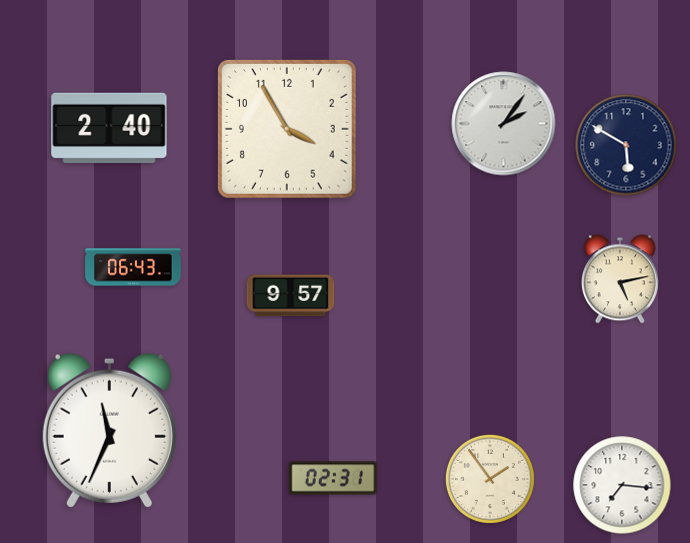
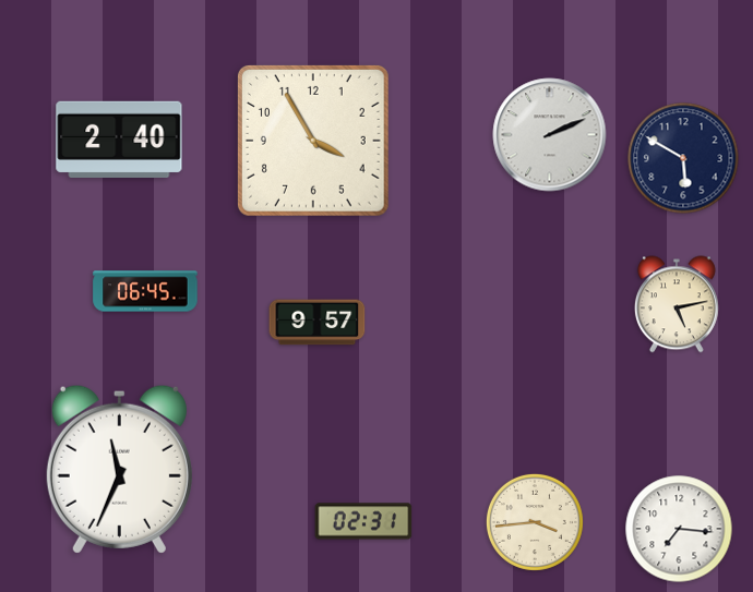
clock at (504, 124): 2:06 -> 2:11
clock at (133, 267): 06:43 -> 06:45
clock at (490, 479): 1:54 -> 3:44
